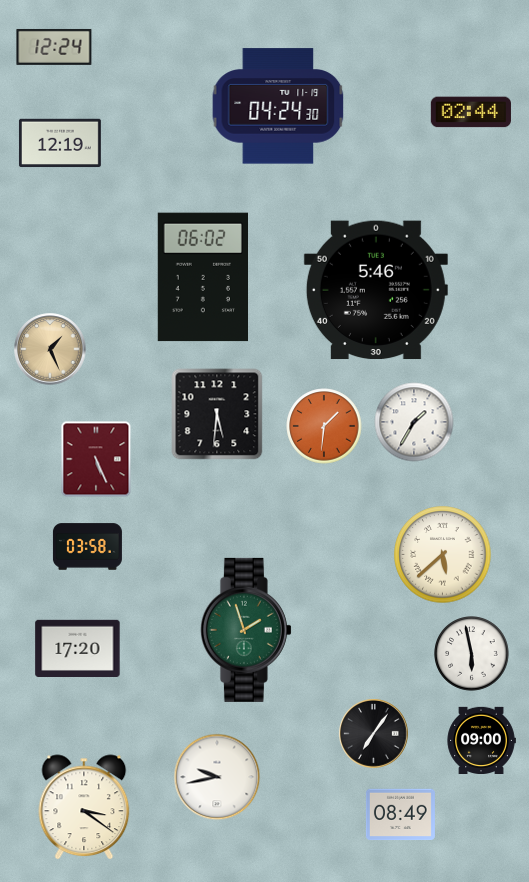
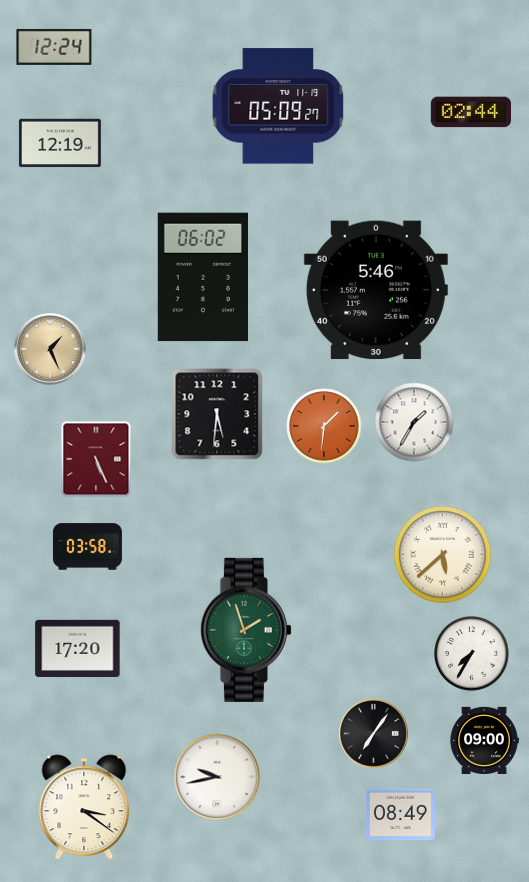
clock at (278, 106): 04:24 -> 05:09
clock at (472, 654): 5:58 -> 7:35
clock at (481, 740) position: (481, 740) -> (484, 740)
